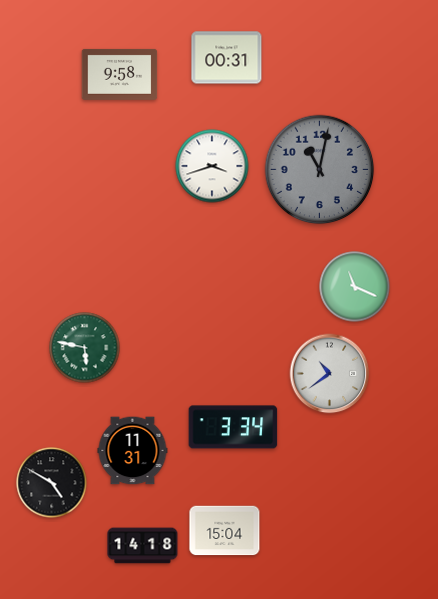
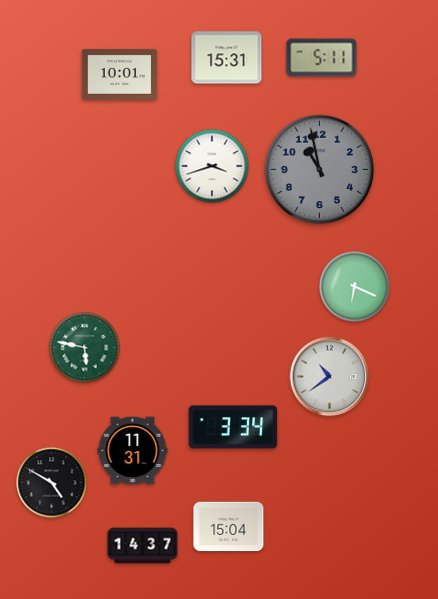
clock at (227, 58): 00:31 -> 15:31
clock at (322, 58): none -> 5:11
clock at (120, 74): 9:58 -> 10:01
clock at (320, 170): 11:02 -> 10:58
clock at (355, 287): 11:19 -> 6:19
clock at (330, 374) position: (330, 374) -> (330, 377)
clock at (225, 531) position: (225, 531) -> (229, 527)
clock at (143, 546): 14:18 -> 14:37
